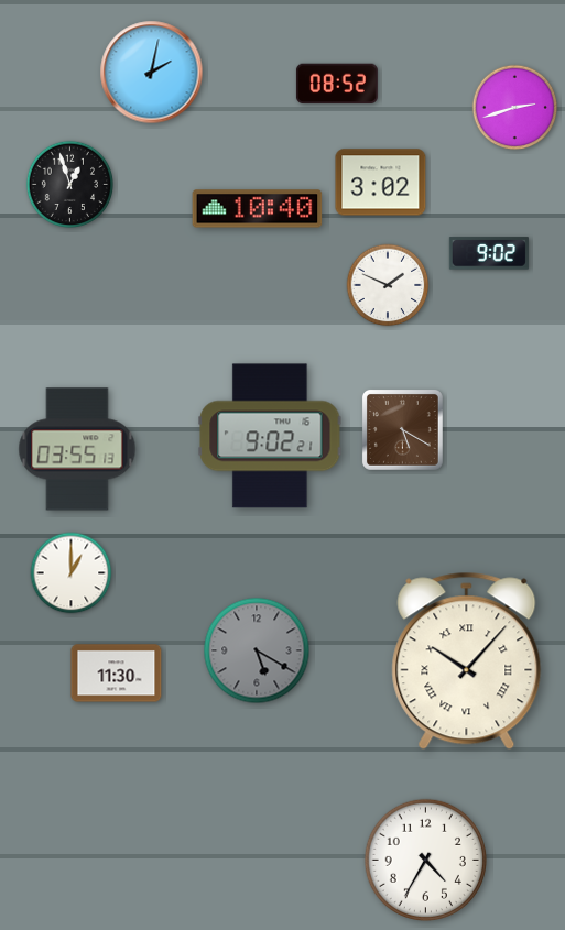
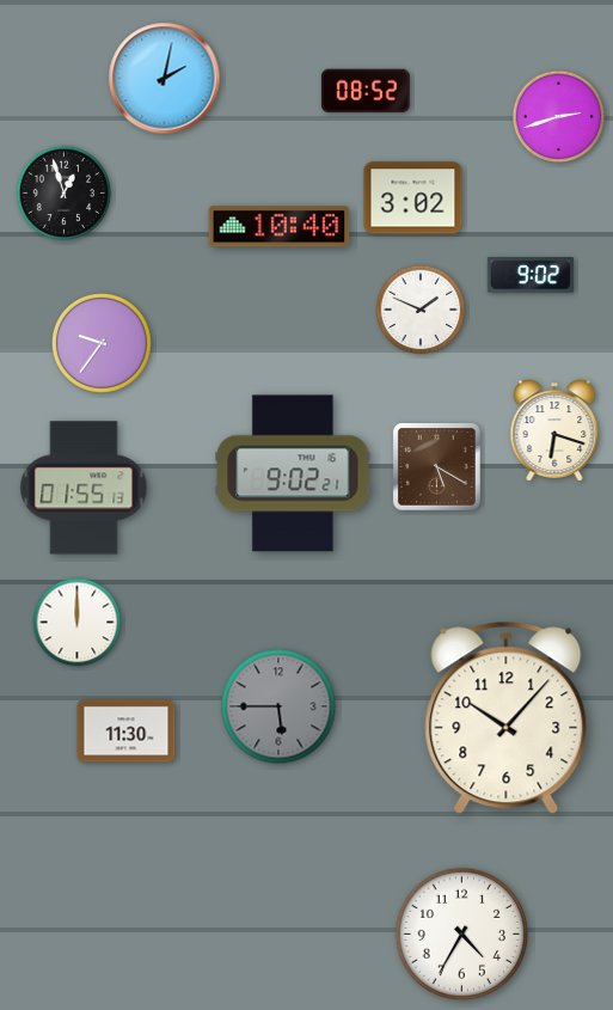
clock at (69, 184) position: (69, 184) -> (63, 192)
clock at (102, 343): none -> 9:36
clock at (554, 430): none -> 6:18
clock at (77, 449): 03:55 -> 01:55
clock at (72, 573): 1:00 -> 12:00
clock at (257, 650): 5:20 -> 5:45
clock at (467, 661) numerals: Roman -> Arabic
